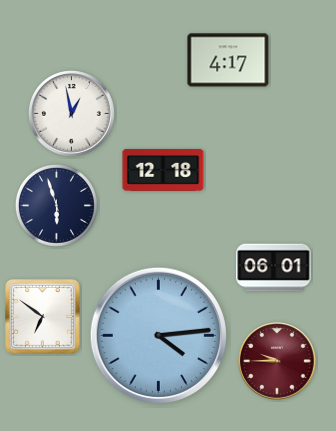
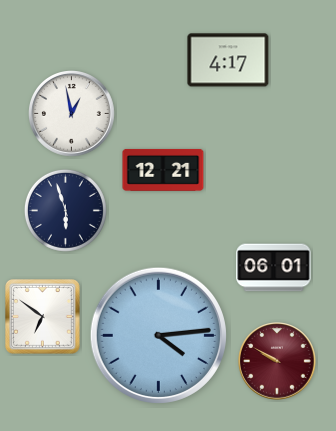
clock at (163, 170): 12:18 -> 12:21
clock at (56, 205) position: (56, 205) -> (65, 210)
clock at (277, 361): 9:45 -> 9:50
